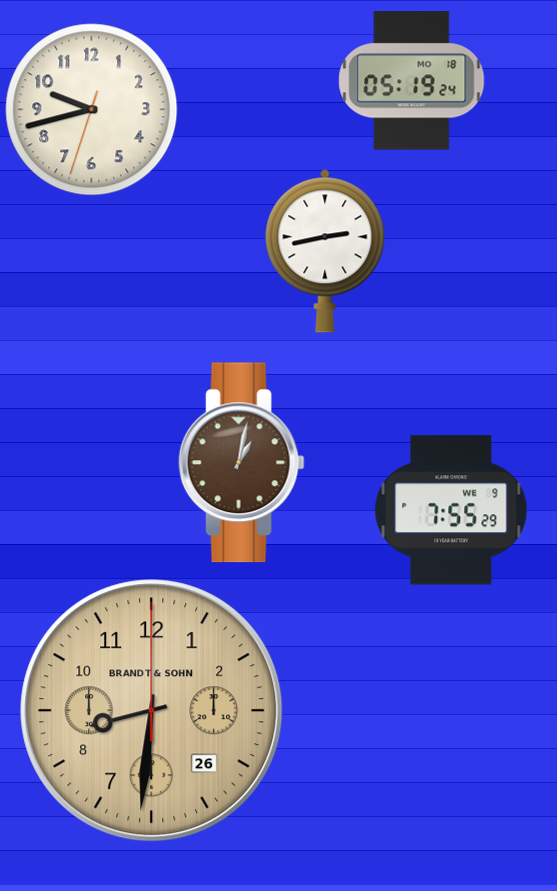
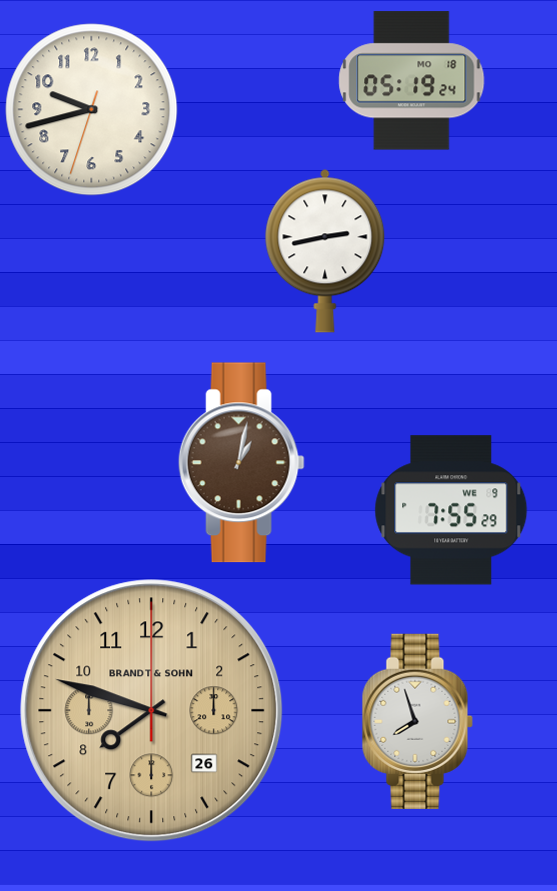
clock at (152, 711): 8:31 -> 7:48
clock at (417, 721): none -> 7:57
